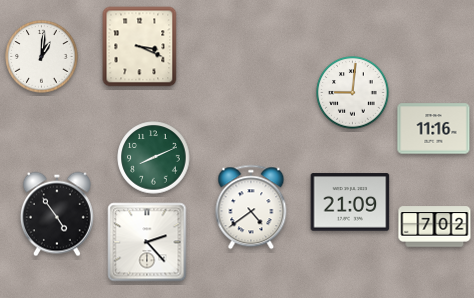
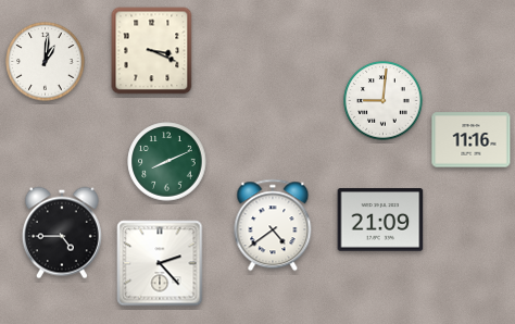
clock at (154, 158) position: (154, 158) -> (167, 162)
clock at (57, 214): 4:54 -> 4:45
clock at (435, 227): 7:02 -> none
